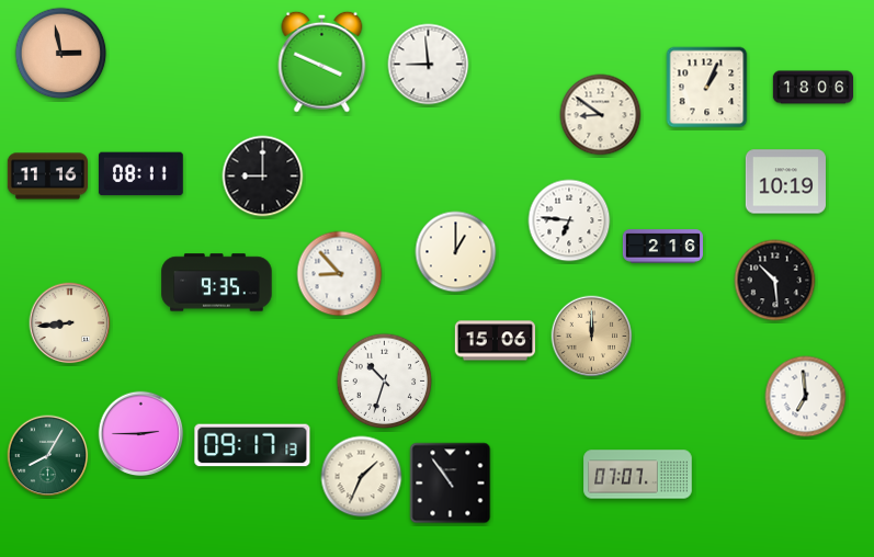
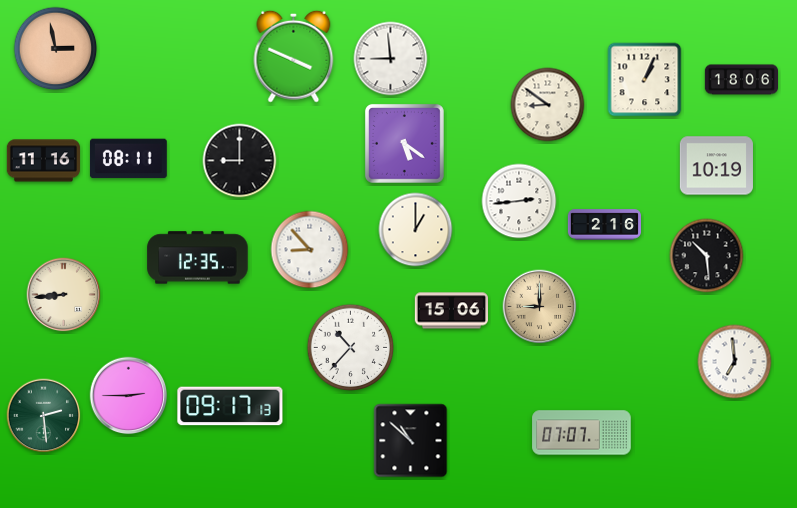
clock at (404, 143): none -> 5:21
clock at (569, 220): 6:46 -> 2:44
clock at (217, 283): 9:35 -> 12:35
clock at (592, 337): 12:00 -> 9:00
clock at (385, 382): 10:33 -> 10:37
clock at (48, 456): 8:05 -> 2:29
clock at (362, 477): 1:34 -> none
clock at (451, 484): 10:54 -> 10:52
